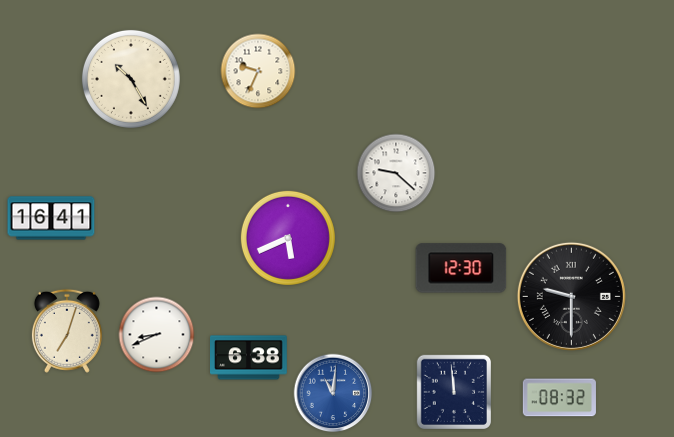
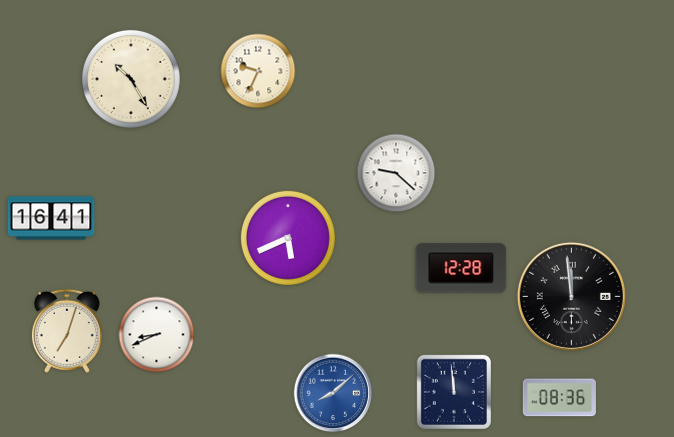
clock at (461, 268): 12:30 -> 12:28
clock at (571, 296): 9:30 -> 11:59
clock at (249, 358): 6:38 -> none
clock at (333, 393): 11:01 -> 8:08
clock at (559, 398): 08:32 -> 08:36
